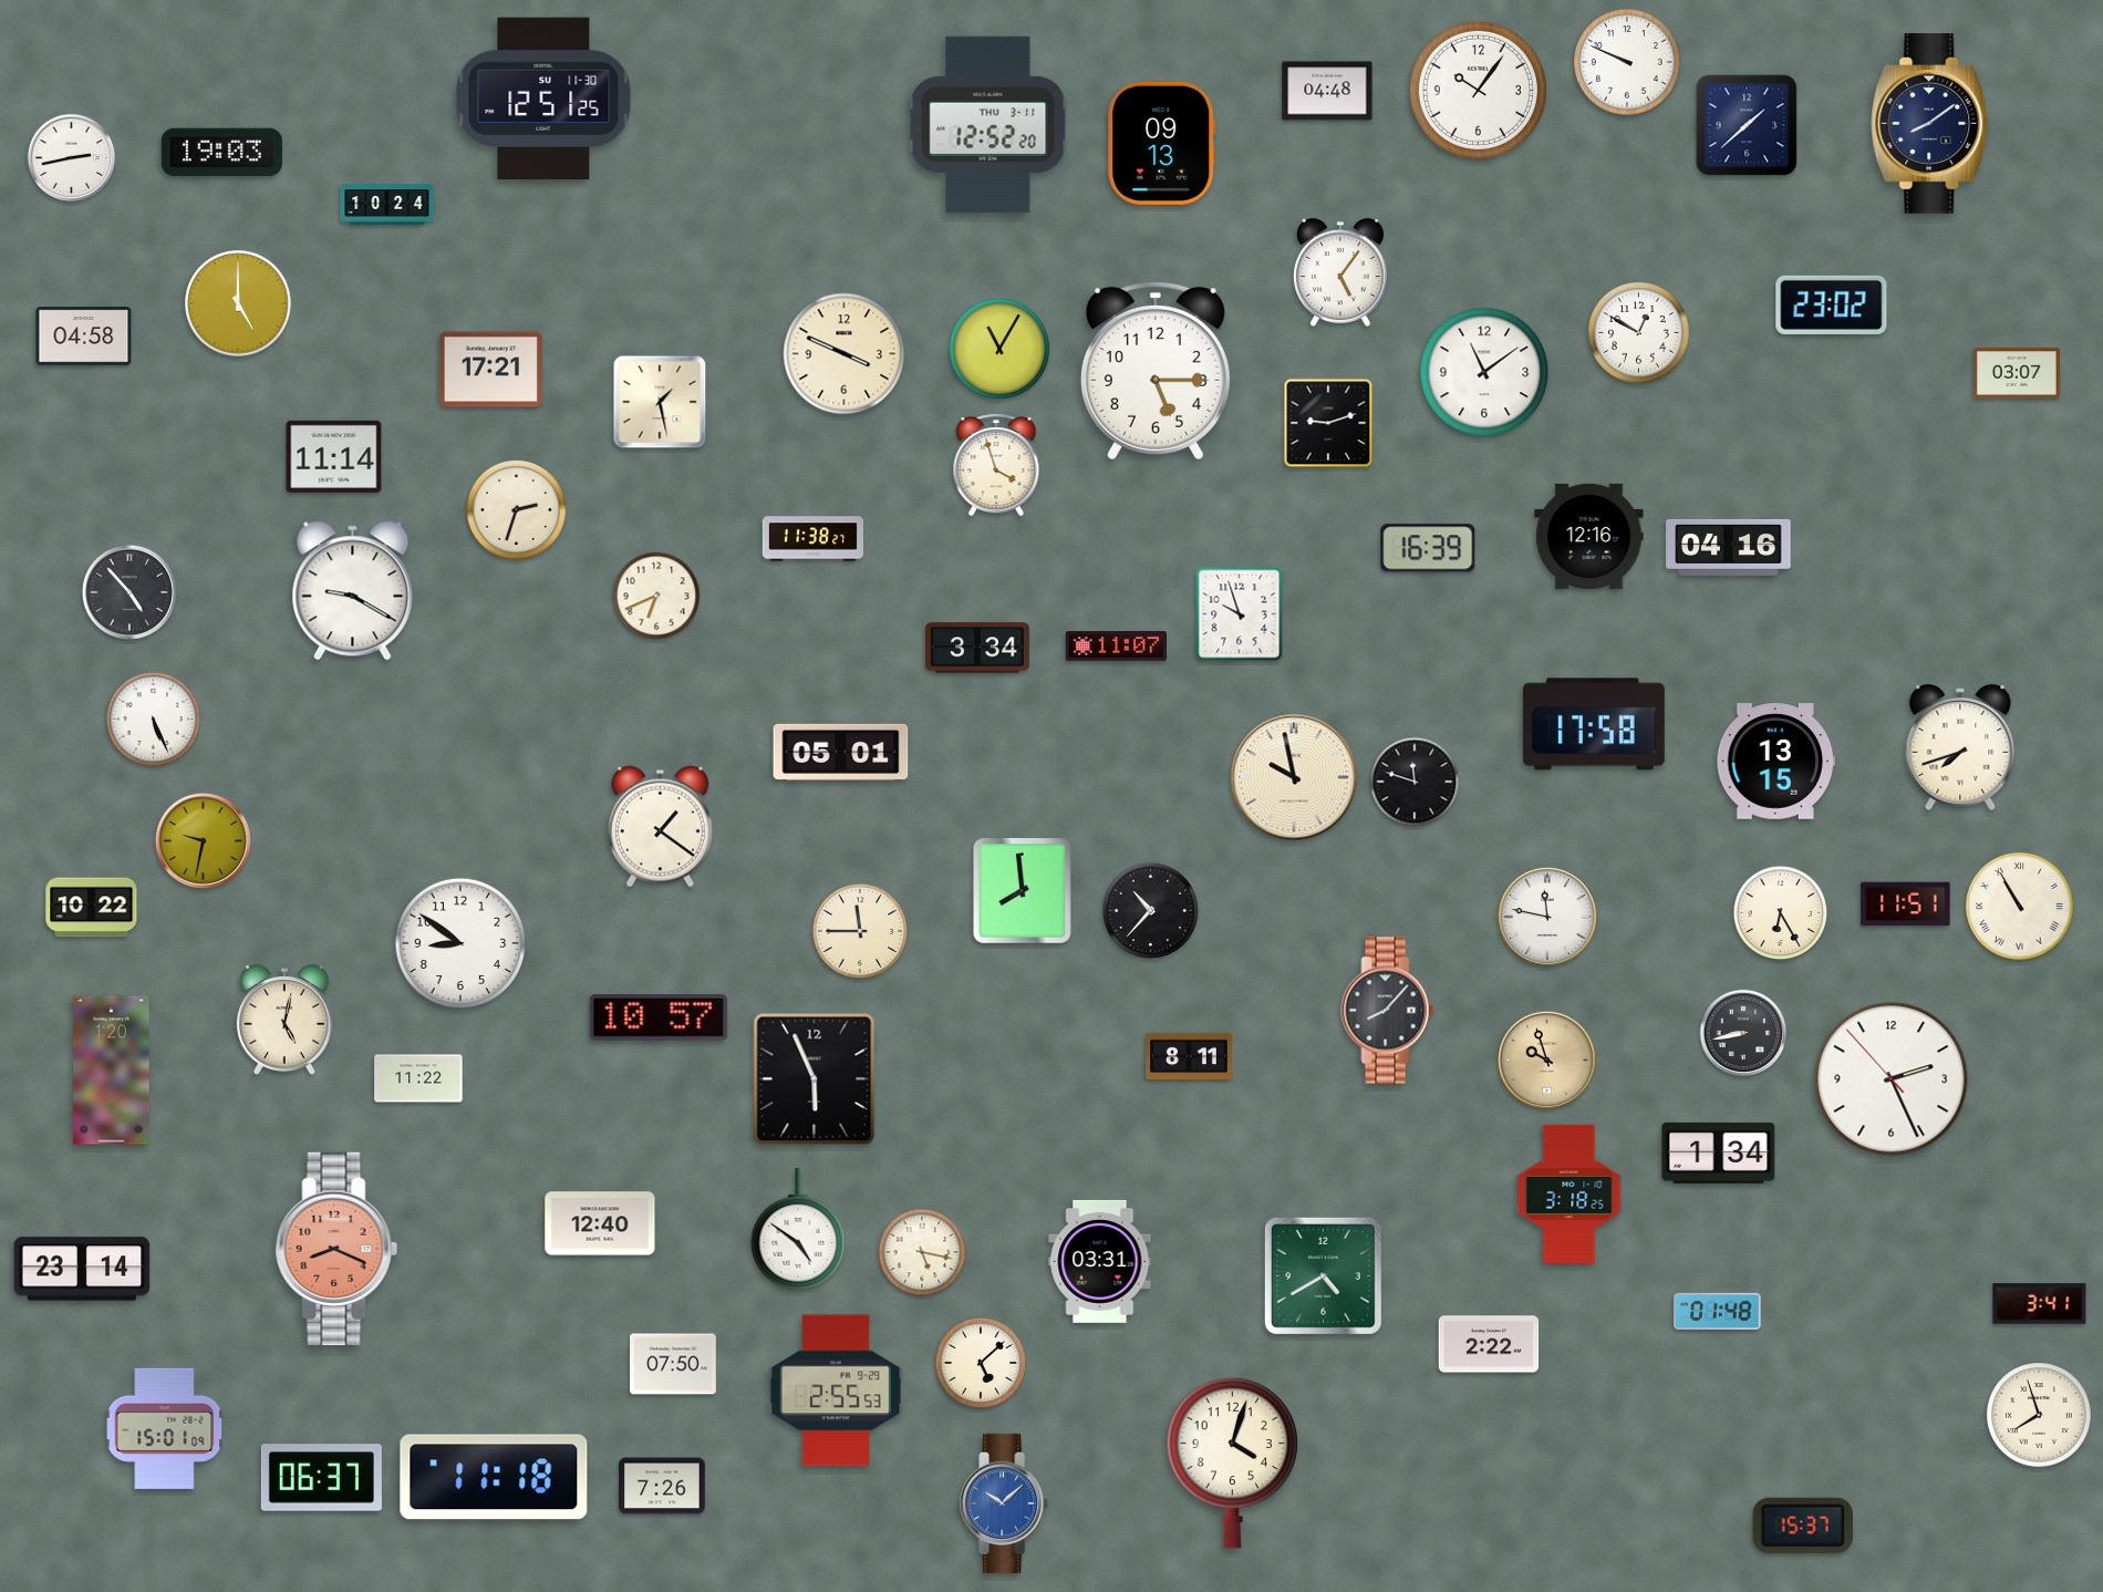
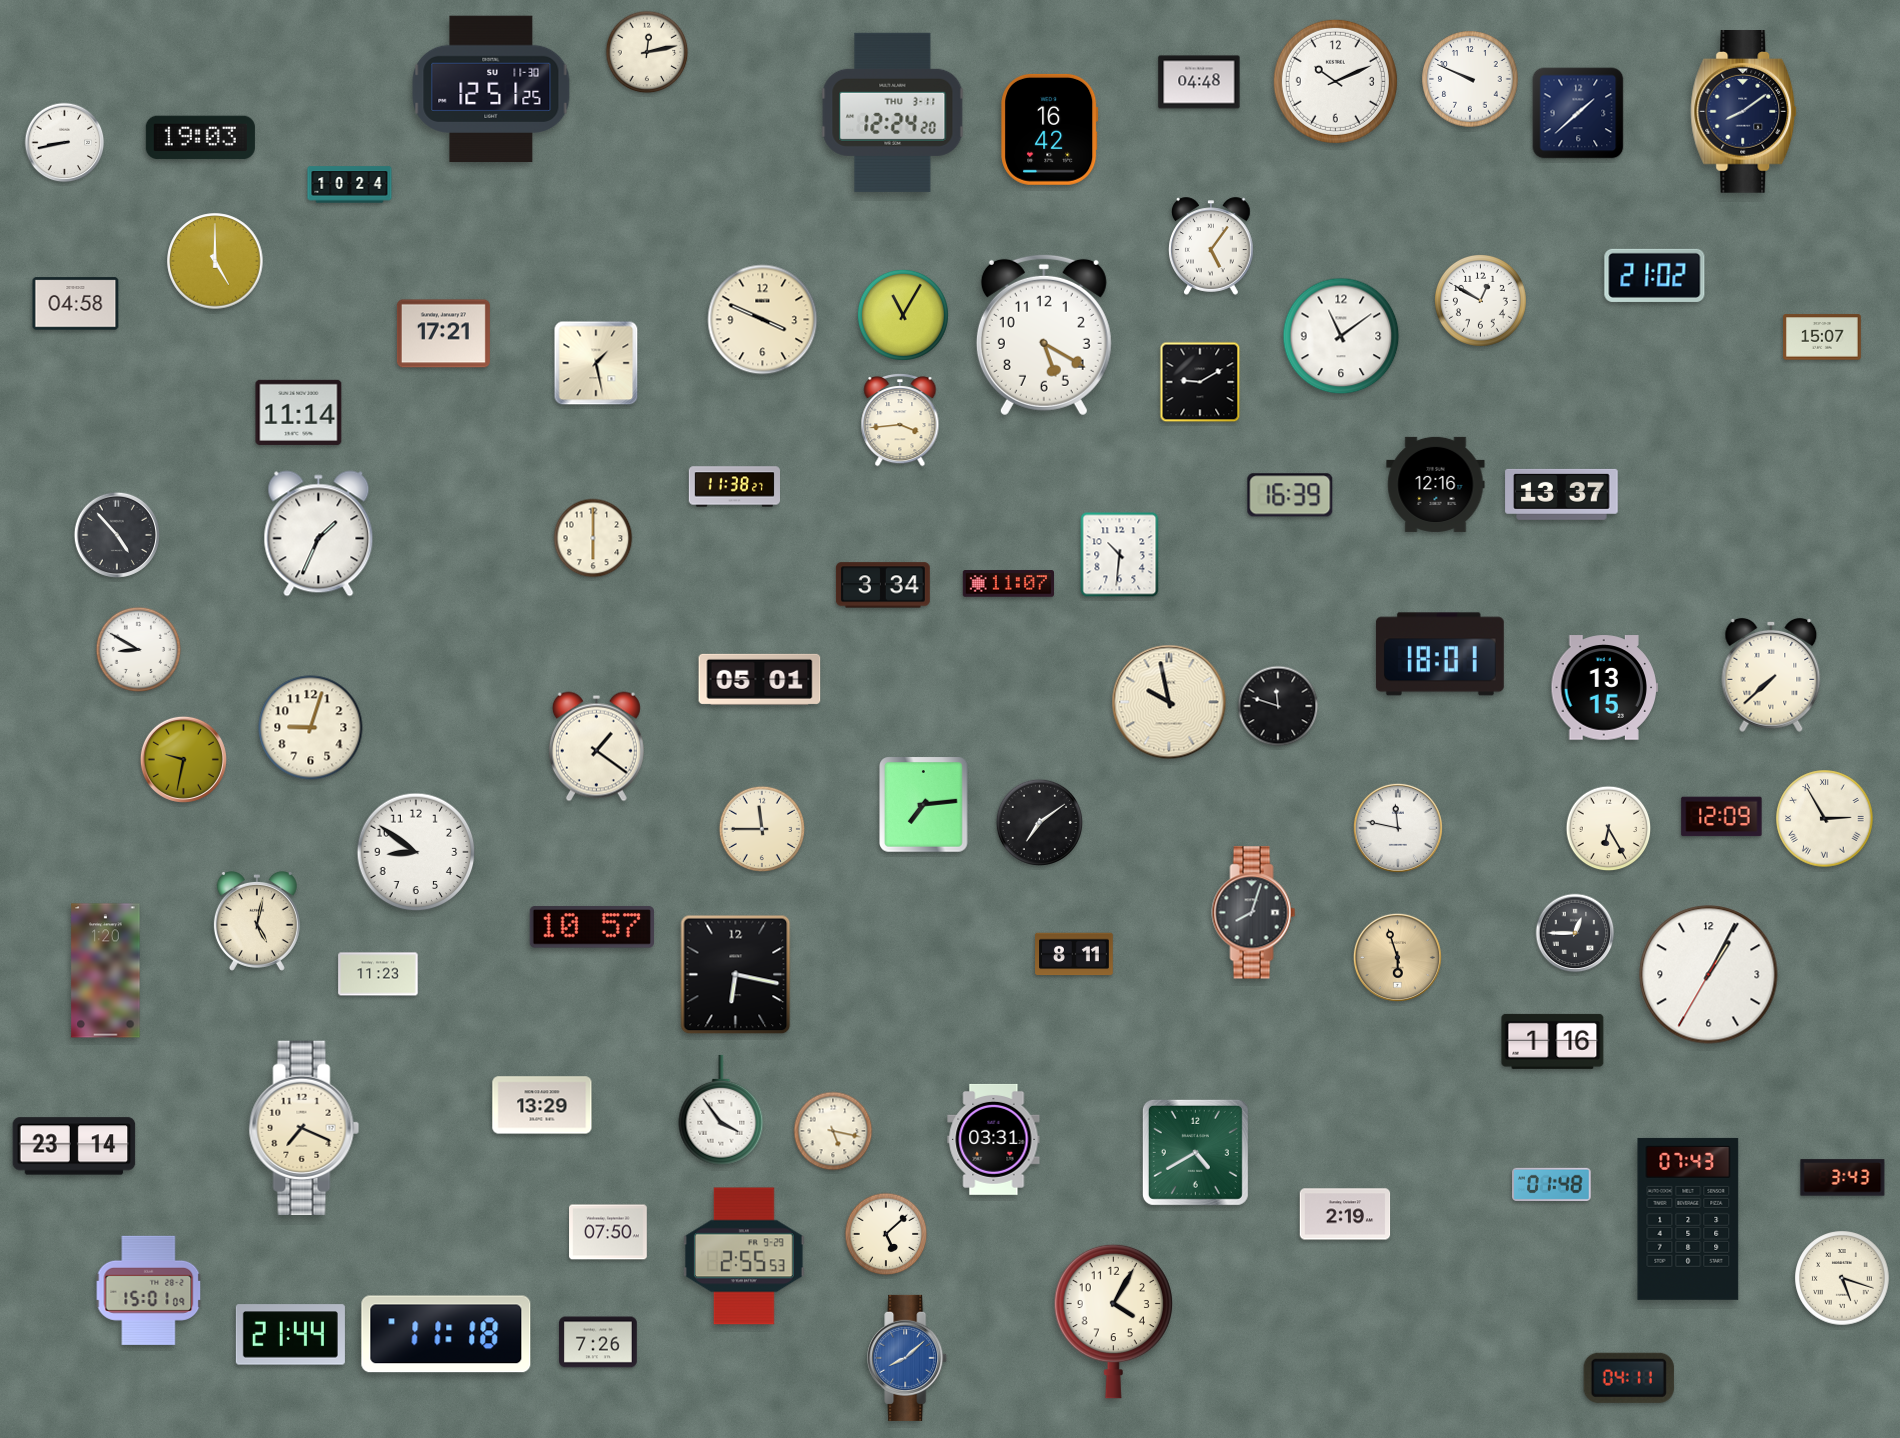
clock at (647, 52): none -> 12:13
clock at (1627, 62) position: (1627, 62) -> (1470, 79)
clock at (1478, 90): 10:06 -> 10:11
clock at (988, 124): 12:52 -> 12:24
clock at (1162, 143): 09:13 -> 16:42
clock at (72, 158): 2:43 -> 8:43
clock at (238, 303) position: (238, 303) -> (215, 261)
clock at (1832, 304): 23:02 -> 21:02
clock at (1156, 371): 5:15 -> 5:20
clock at (2017, 373): 03:07 -> 15:07
clock at (1328, 423): 9:12 -> 9:10
clock at (334, 456) position: (334, 456) -> (299, 412)
clock at (996, 465): 3:57 -> 3:44
clock at (516, 509): 2:33 -> none
clock at (1729, 547): 04:16 -> 13:37
clock at (353, 591): 9:20 -> 1:34
clock at (656, 596): 6:41 -> 6:00
clock at (1240, 614): 9:57 -> 10:31
clock at (154, 720): 5:26 -> 8:50
clock at (1594, 724): 17:58 -> 18:01
clock at (1960, 747): 7:42 -> 7:38
clock at (311, 728): none -> 9:03
clock at (1023, 891): 7:59 -> 7:14
clock at (1906, 904): 11:51 -> 12:09
clock at (2020, 907): 10:55 -> 2:55
clock at (92, 908): 10:22 -> none
clock at (1150, 910): 10:37 -> 7:09
clock at (1781, 913) position: (1781, 913) -> (1609, 829)
clock at (860, 931) position: (860, 931) -> (762, 829)
clock at (1388, 1011): 8:07 -> 8:03
clock at (657, 1017) position: (657, 1017) -> (591, 927)
clock at (1743, 1033): 8:43 -> 12:45
clock at (1546, 1059): 9:57 -> 5:57
clock at (112, 1071) position: (112, 1071) -> (106, 971)
clock at (418, 1078): 11:22 -> 11:23
clock at (815, 1079): 5:56 -> 6:17
clock at (1892, 1079): 2:25 -> 1:04
clock at (1719, 1152): 1:34 -> 1:16
clock at (1570, 1193): 3:18 -> none
clock at (600, 1223): 12:40 -> 13:29
clock at (798, 1229): 4:51 -> 3:54
clock at (336, 1248): 8:19 -> 7:19
clock at (336, 1248) dial: salmon -> cream
clock at (2040, 1304): 3:41 -> 3:43
clock at (1489, 1344): 2:22 -> 2:19
clock at (1688, 1219): none -> 07:43
clock at (981, 1363) position: (981, 1363) -> (886, 1234)
clock at (836, 1391) position: (836, 1391) -> (744, 1256)
clock at (2039, 1415): 7:57 -> 5:18
clock at (1232, 1462): 4:03 -> 4:05
clock at (321, 1478): 06:37 -> 21:44
clock at (1005, 1503): 10:08 -> 8:08
clock at (1803, 1526): 15:37 -> 04:11
